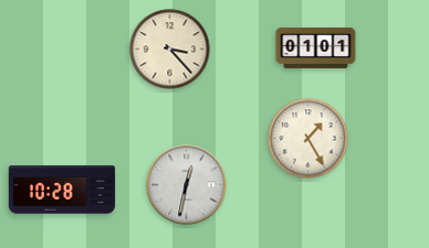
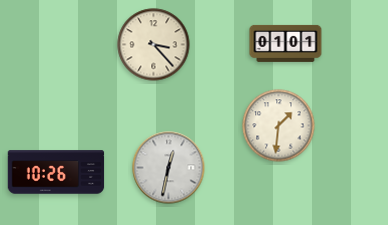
clock at (308, 139): 1:25 -> 1:31
clock at (62, 190): 10:28 -> 10:26
